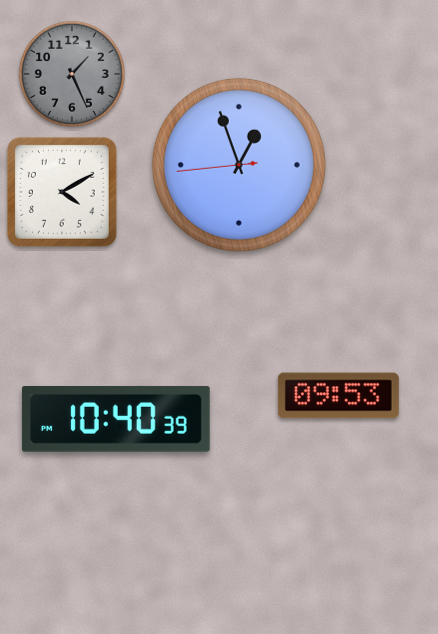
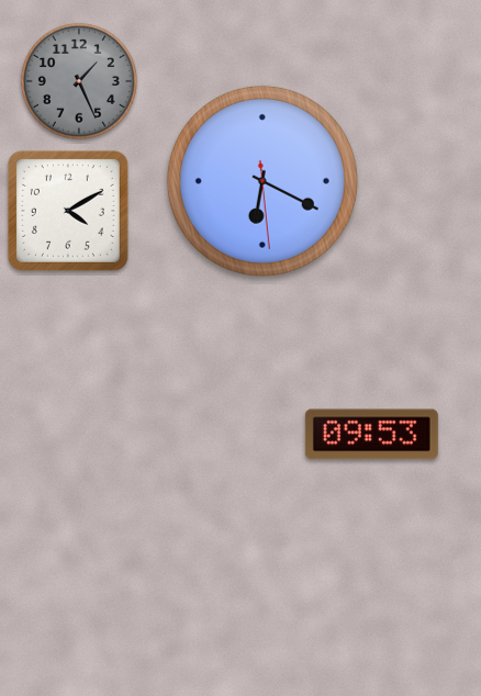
clock at (239, 165): 12:56 -> 6:19
clock at (116, 419): 10:40 -> none
